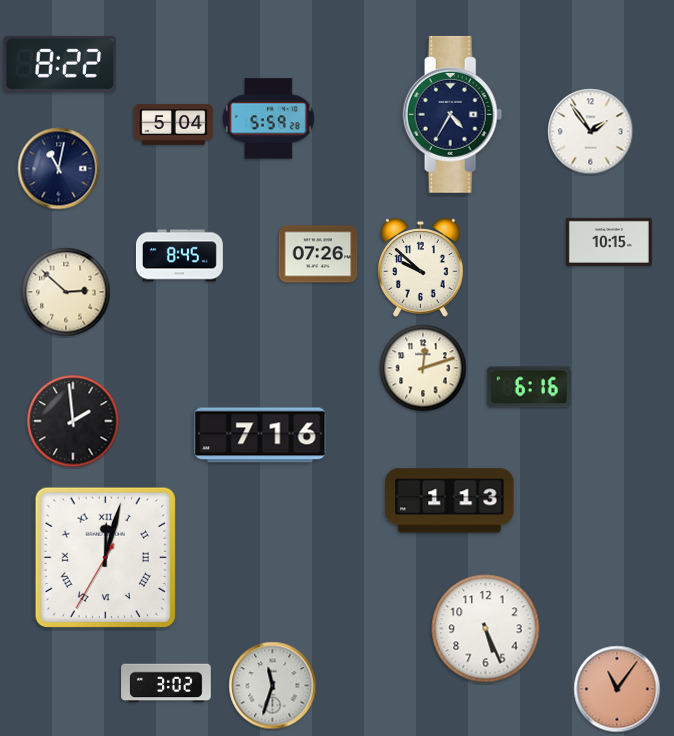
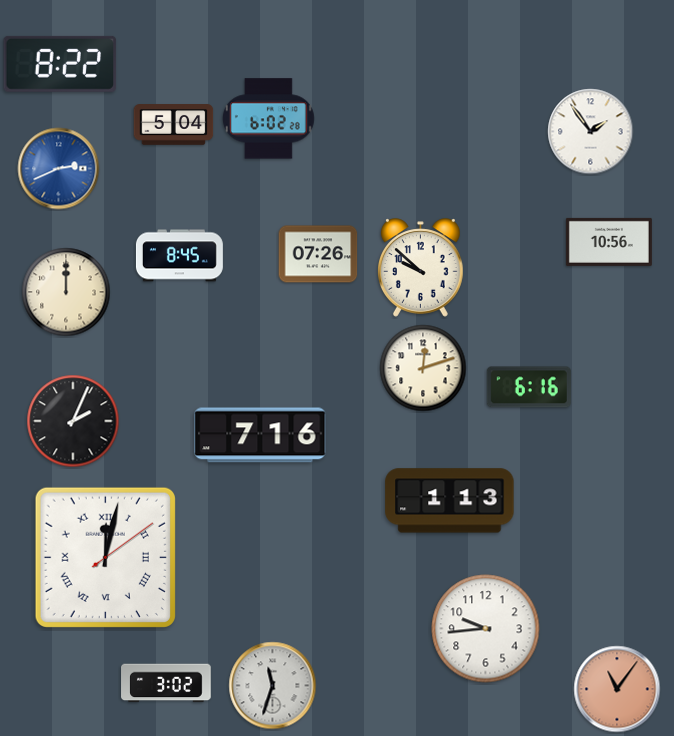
clock at (453, 114): 4:35 -> none
clock at (268, 119): 5:59 -> 6:02
clock at (59, 169): 11:02 -> 2:41
clock at (59, 169) dial: navy -> blue
clock at (609, 242): 10:15 -> 10:56
clock at (66, 292): 2:52 -> 12:00
clock at (73, 421): 1:59 -> 2:04
clock at (105, 557): 12:02:35 -> 12:02:09
clock at (486, 629): 5:26 -> 9:44
